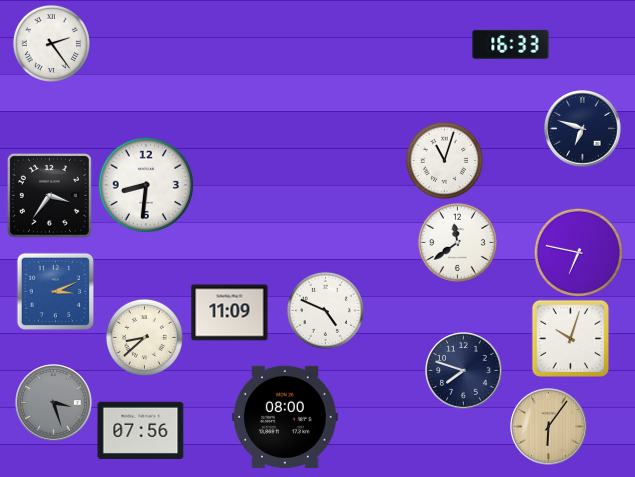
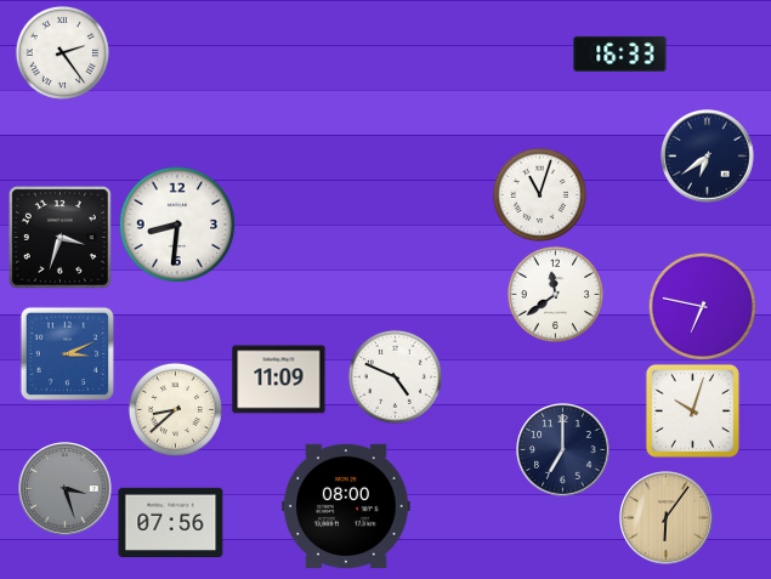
clock at (583, 129): 6:48 -> 6:39
clock at (49, 195): 3:36 -> 3:33
clock at (464, 371): 7:48 -> 7:00
